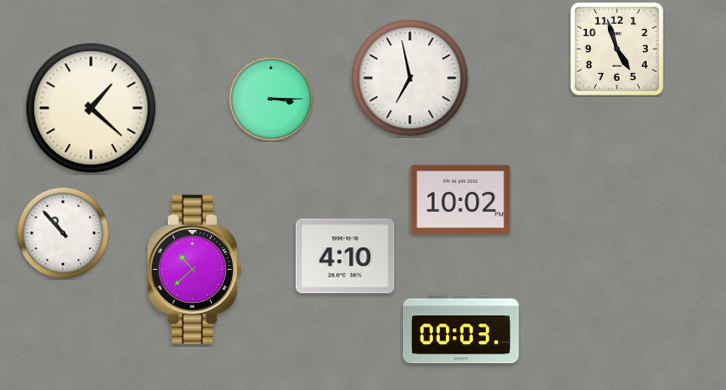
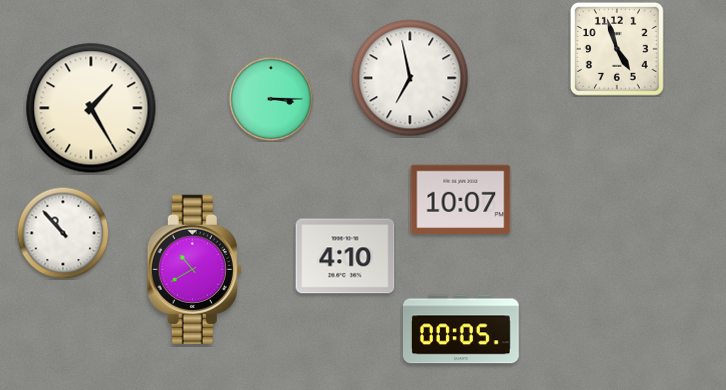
clock at (91, 108): 1:22 -> 1:25
clock at (461, 200): 10:02 -> 10:07
clock at (194, 269): 10:38 -> 10:40
clock at (461, 329): 00:03 -> 00:05
